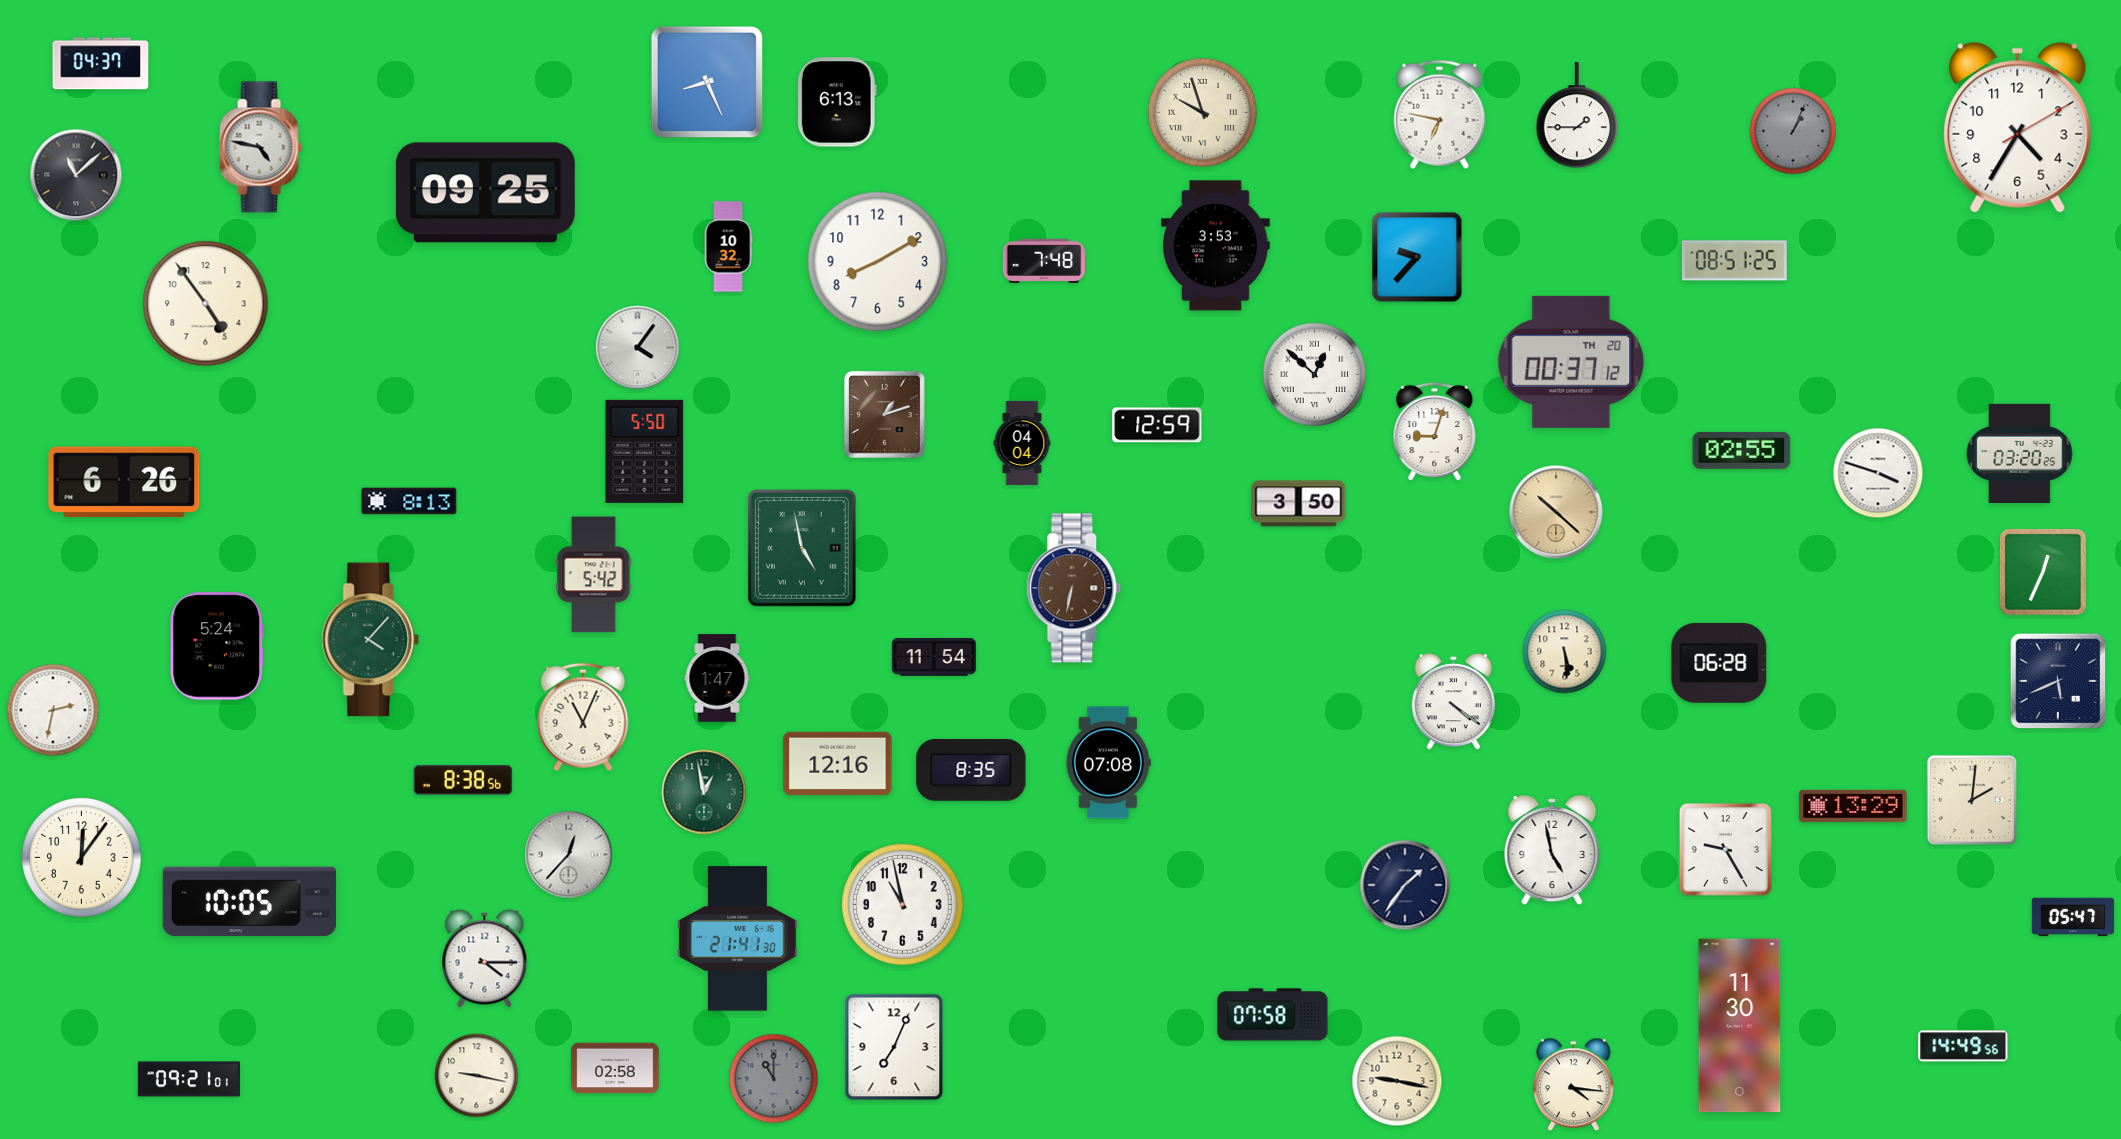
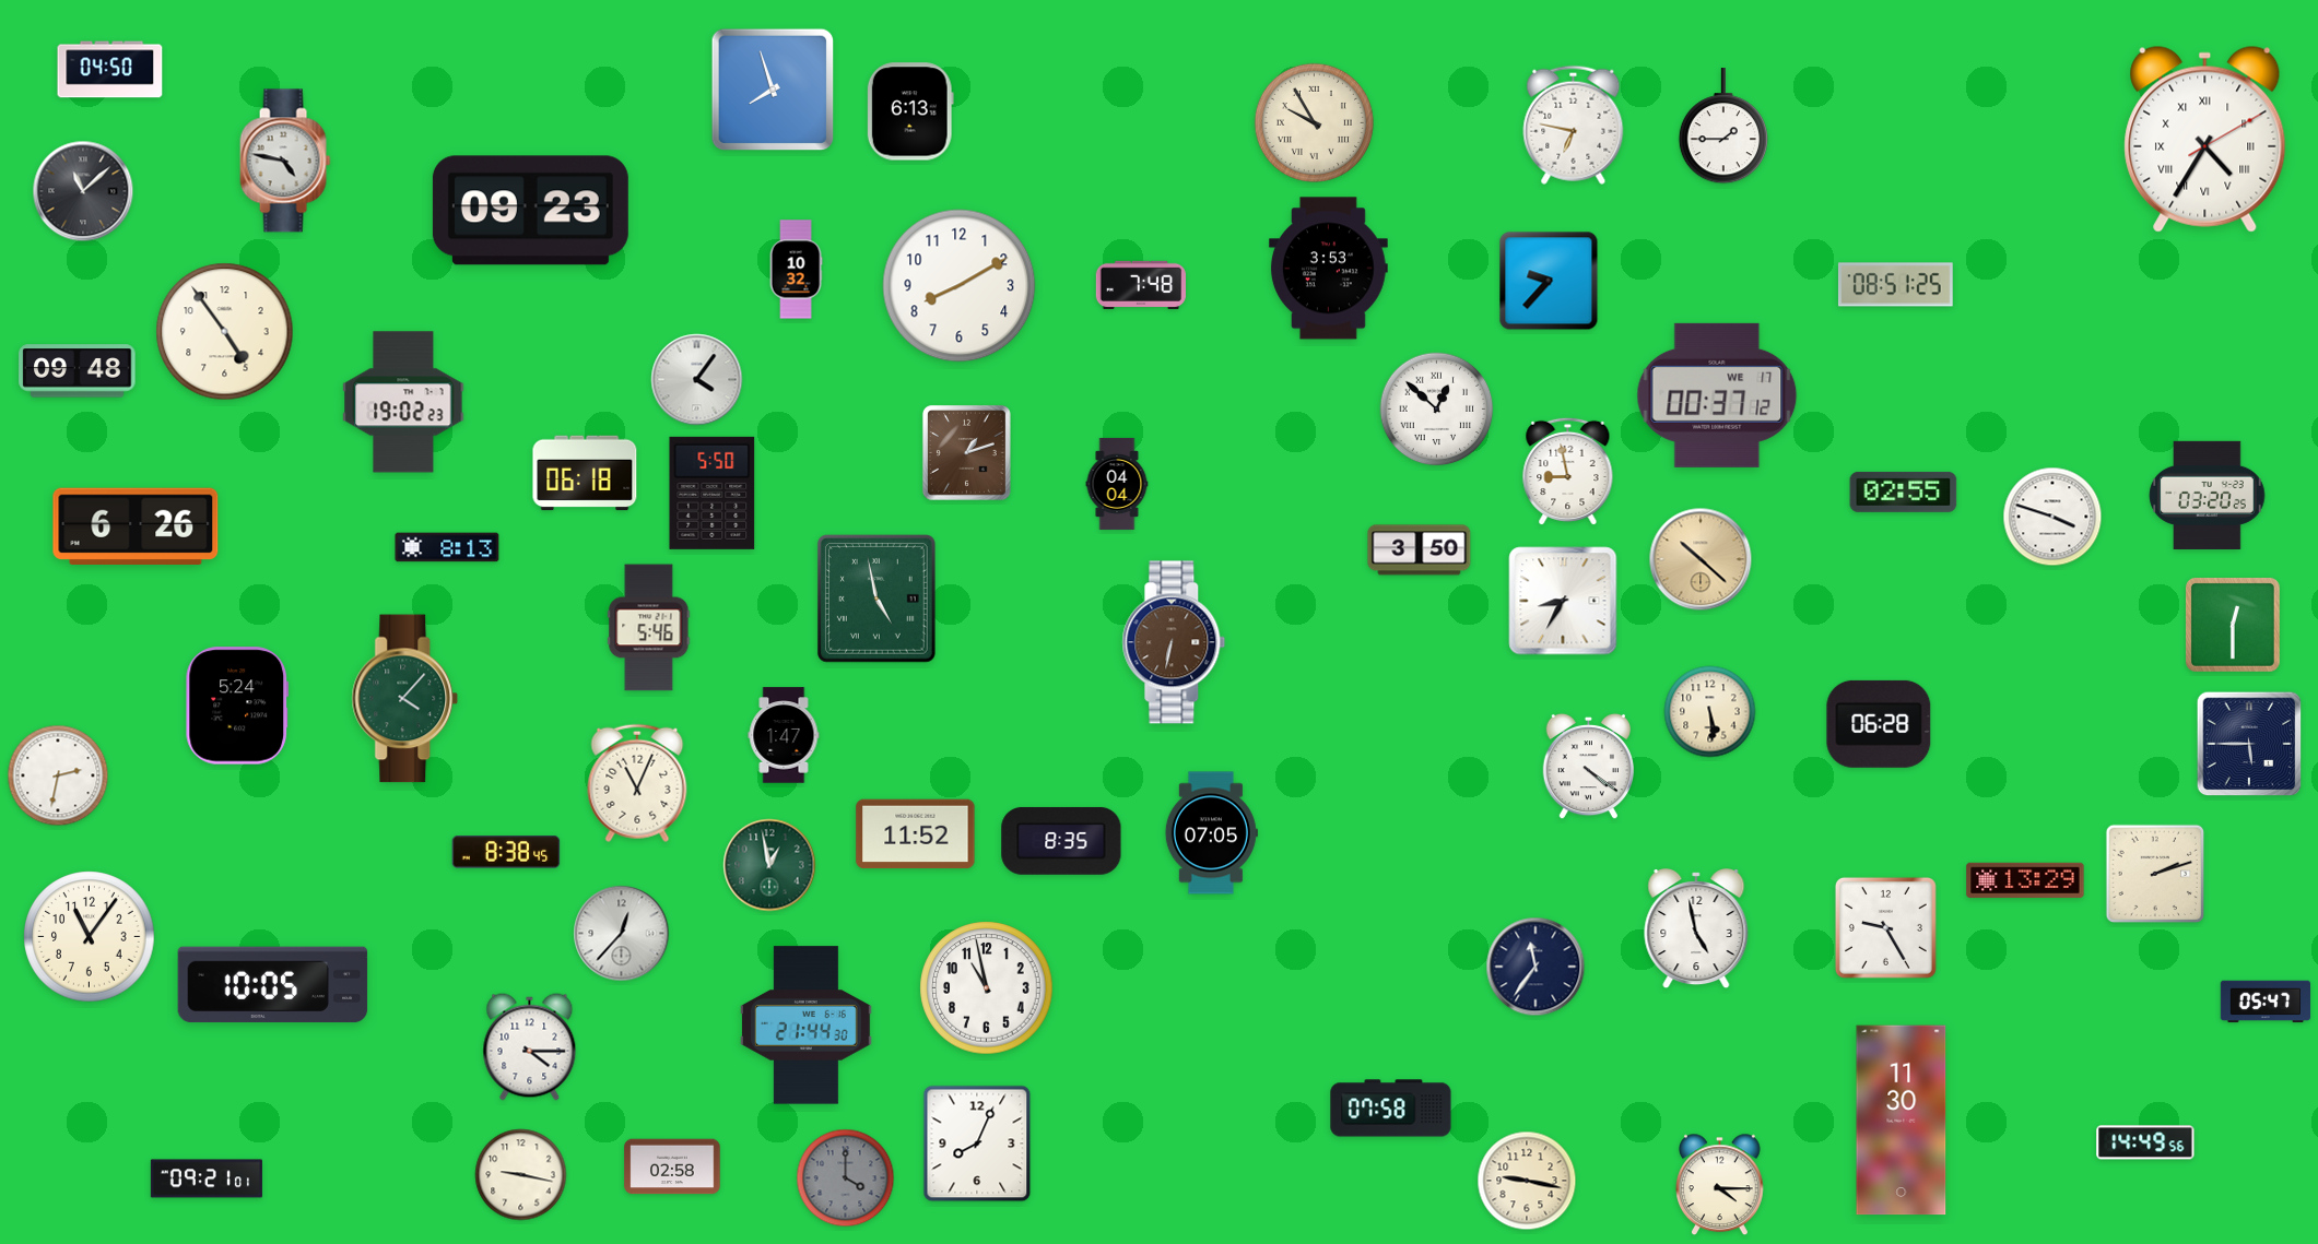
clock at (101, 64): 04:37 -> 04:50
clock at (707, 82): 8:26 -> 7:57
clock at (837, 102) position: (837, 102) -> (910, 111)
clock at (1202, 112): 9:57 -> 9:55
clock at (2018, 127) numerals: Arabic -> Roman
clock at (1793, 131): 1:04 -> none
clock at (485, 193): 09:25 -> 09:23
clock at (78, 371): none -> 09:48
clock at (1571, 362) date: TH 20 -> WE 17
clock at (403, 402): none -> 19:02
clock at (1157, 425): 12:59 -> none
clock at (1435, 432): 9:03 -> 8:58
clock at (585, 473): none -> 06:18
clock at (645, 451) position: (645, 451) -> (713, 493)
clock at (1563, 601): none -> 8:35
clock at (2043, 572): 12:34 -> 12:30
clock at (594, 575): 5:42 -> 5:46
clock at (934, 657): 11:54 -> none
clock at (717, 678) position: (717, 678) -> (784, 735)
clock at (2058, 681): 5:41 -> 5:45
clock at (1108, 763): 07:08 -> 07:05
clock at (838, 764): 12:16 -> 11:52
clock at (463, 780): 8:38:56 -> 8:38:45
clock at (1972, 800): 2:01 -> 2:12
clock at (82, 858): 12:06 -> 11:06
clock at (1405, 885): 1:36 -> 11:36
clock at (738, 939): 21:41 -> 21:44
clock at (894, 1047): 7:04 -> 8:04
clock at (774, 1079): 11:00 -> 4:00
clock at (1574, 1085): 4:16 -> 4:15
